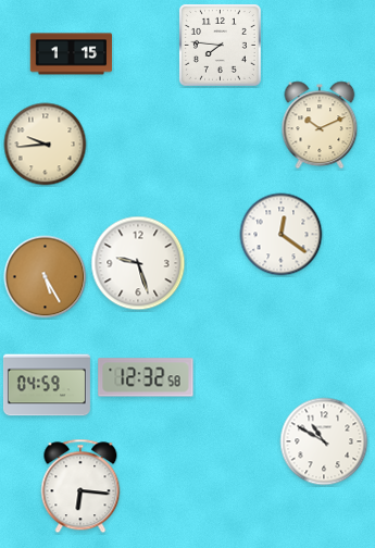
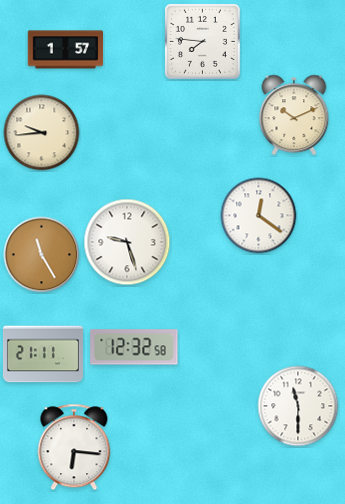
clock at (72, 54): 1:15 -> 1:57
clock at (46, 277): 5:25 -> 11:25
clock at (47, 385): 04:59 -> 21:11
clock at (324, 441): 10:50 -> 11:30
